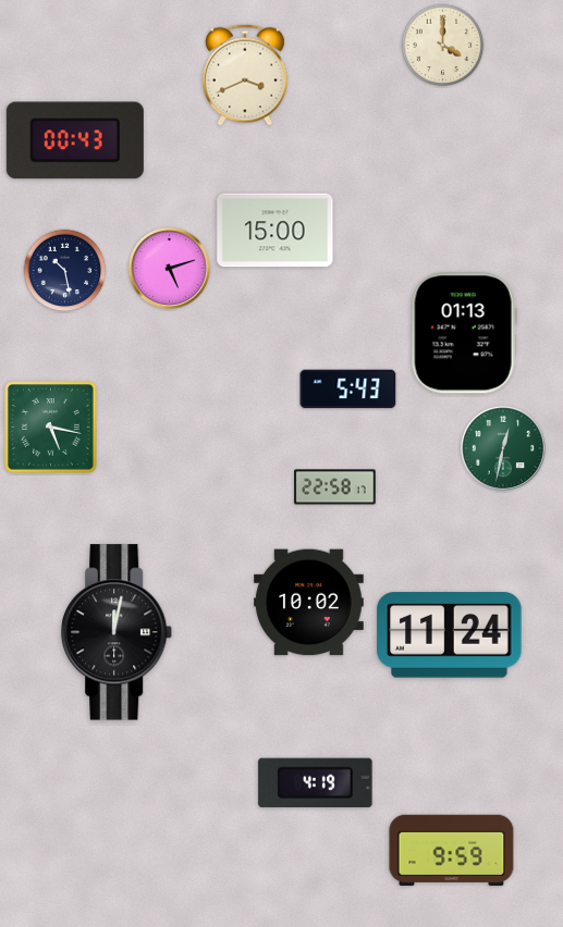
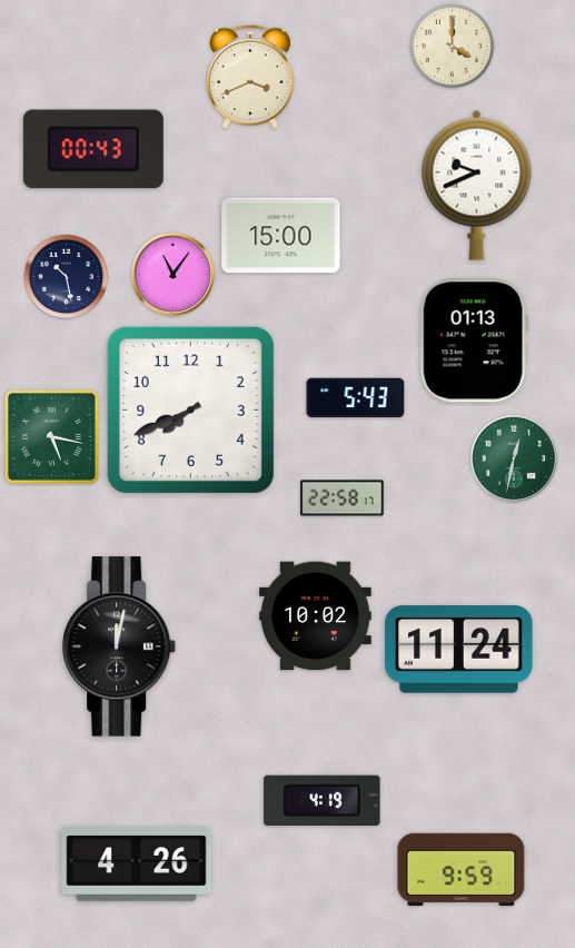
clock at (75, 140) position: (75, 140) -> (93, 149)
clock at (477, 185): none -> 9:41
clock at (169, 268): 5:12 -> 11:06
clock at (190, 409): none -> 7:41
clock at (137, 863): none -> 4:26
